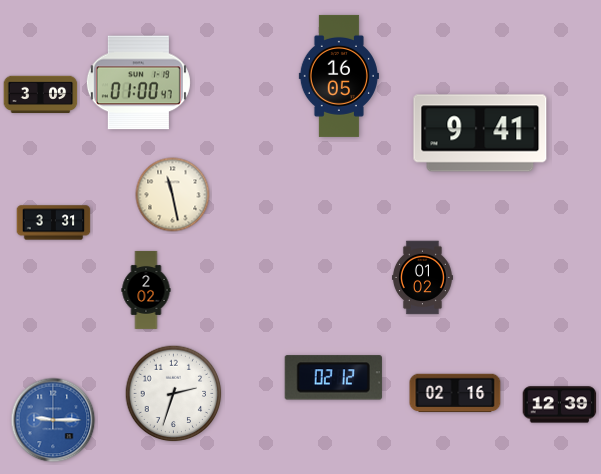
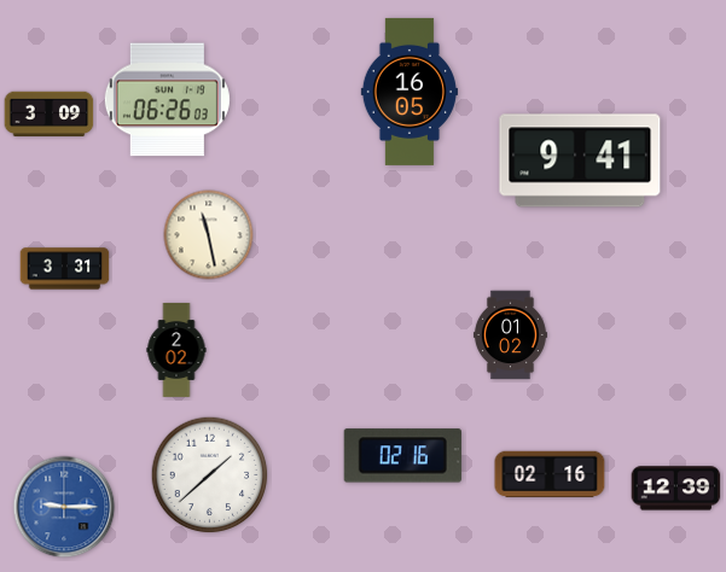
clock at (138, 83): 01:00 -> 06:26
clock at (333, 378): 02:12 -> 02:16
clock at (174, 394): 2:33 -> 1:38
